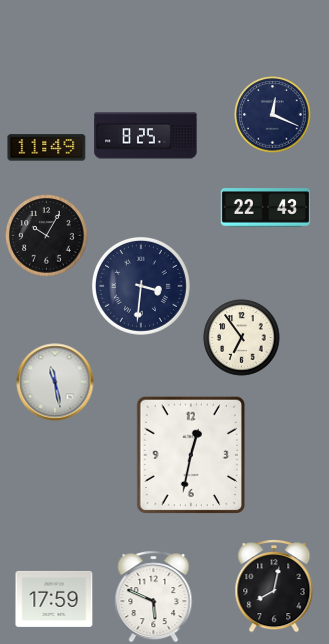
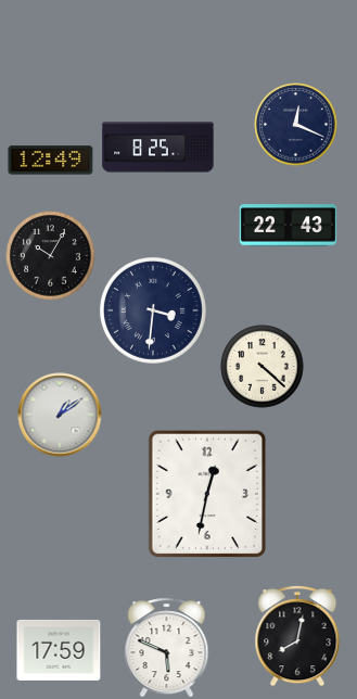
clock at (47, 148): 11:49 -> 12:49
clock at (242, 338): 6:54 -> 4:22
clock at (55, 382): 11:28 -> 1:09
